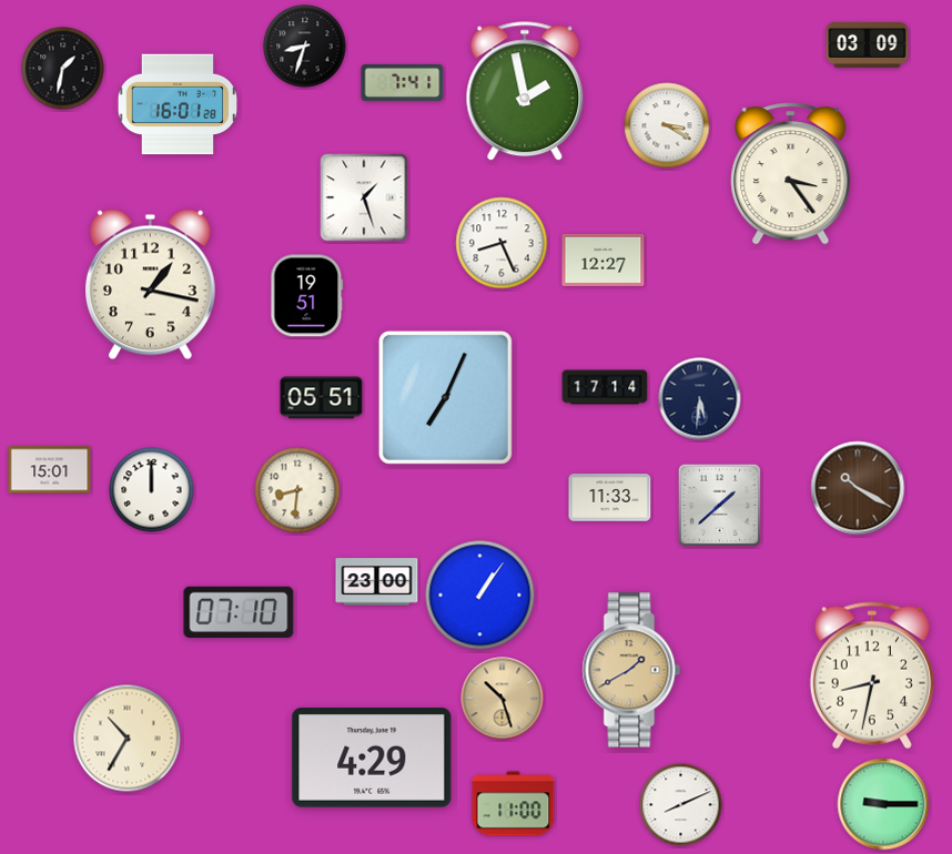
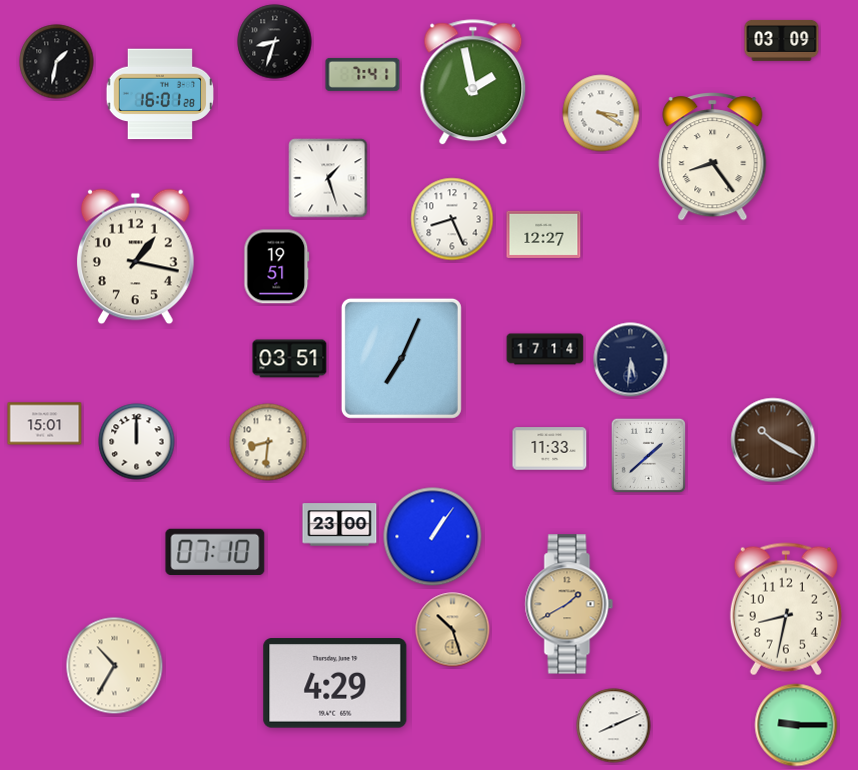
clock at (791, 174): 3:24 -> 8:24
clock at (322, 398): 05:51 -> 03:51
clock at (514, 804): 11:00 -> none
